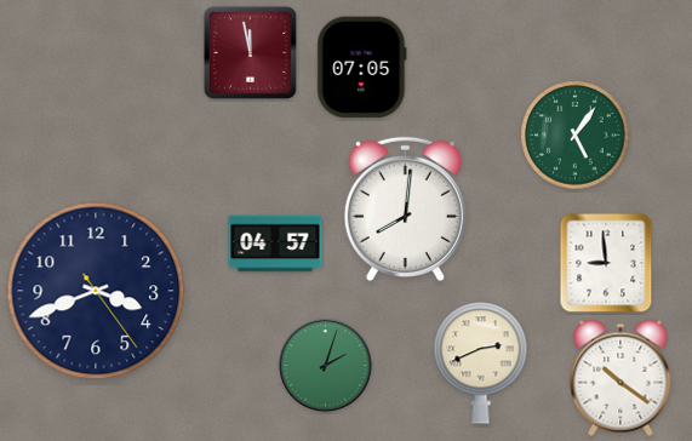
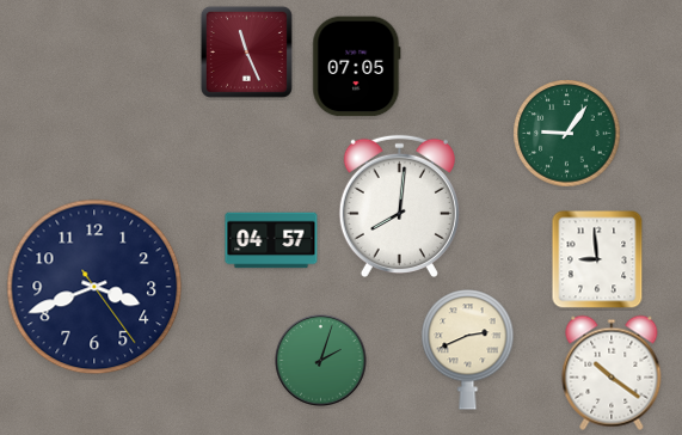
clock at (250, 52): 11:58 -> 11:26
clock at (576, 136): 5:06 -> 9:06
clock at (481, 363) position: (481, 363) -> (468, 350)
